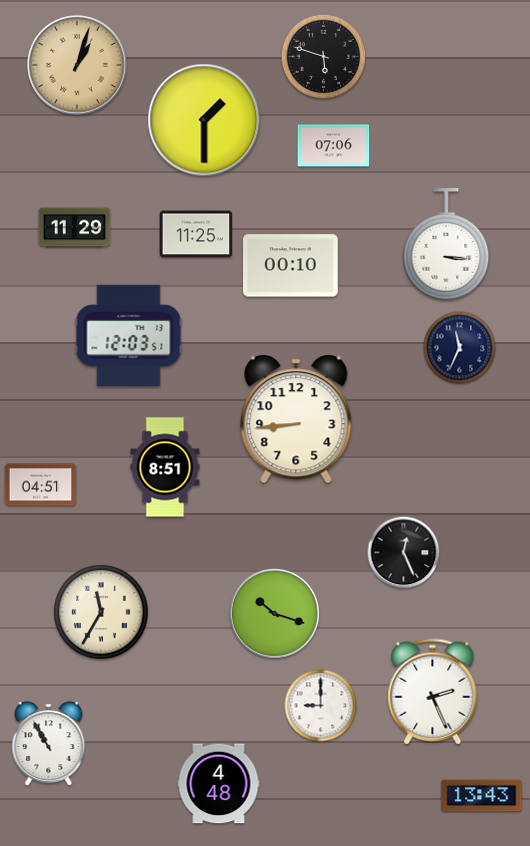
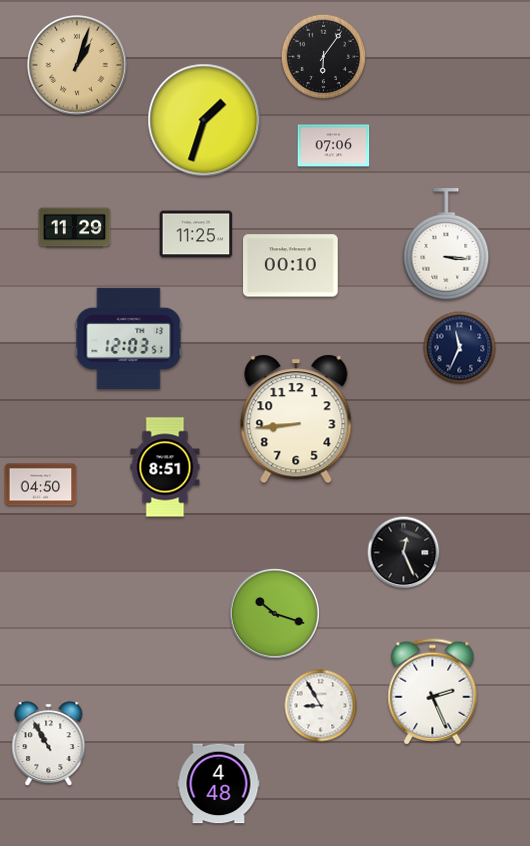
clock at (324, 57): 5:48 -> 6:06
clock at (204, 120): 1:30 -> 1:33
clock at (129, 336) position: (129, 336) -> (129, 339)
clock at (41, 485): 04:51 -> 04:50
clock at (101, 612): 11:35 -> none
clock at (321, 706): 9:00 -> 8:55
clock at (482, 796): 13:43 -> none
